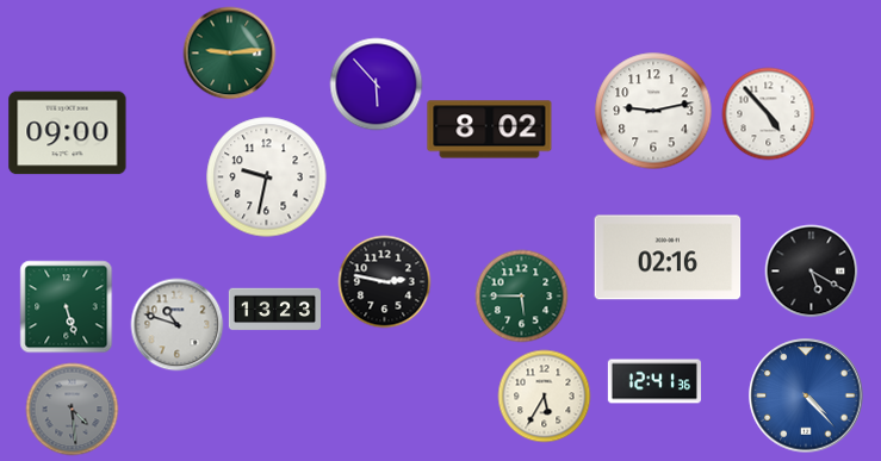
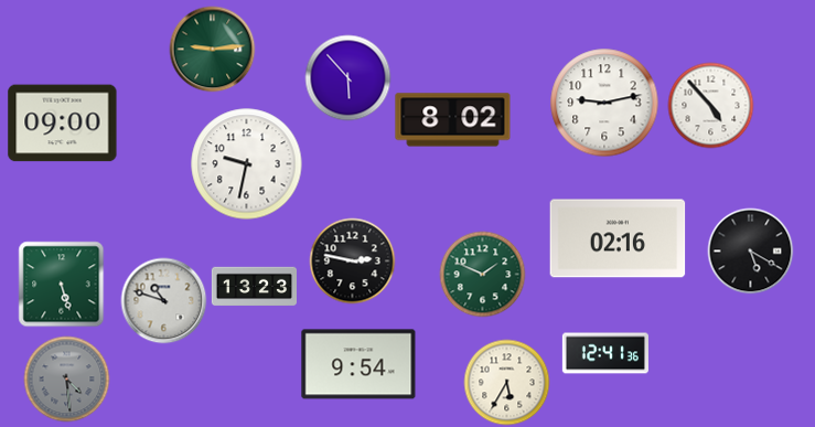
clock at (384, 281) position: (384, 281) -> (352, 260)
clock at (521, 295): 5:45 -> 1:49
clock at (358, 364): none -> 9:54
clock at (544, 395) position: (544, 395) -> (506, 382)
clock at (806, 395): 4:23 -> none
